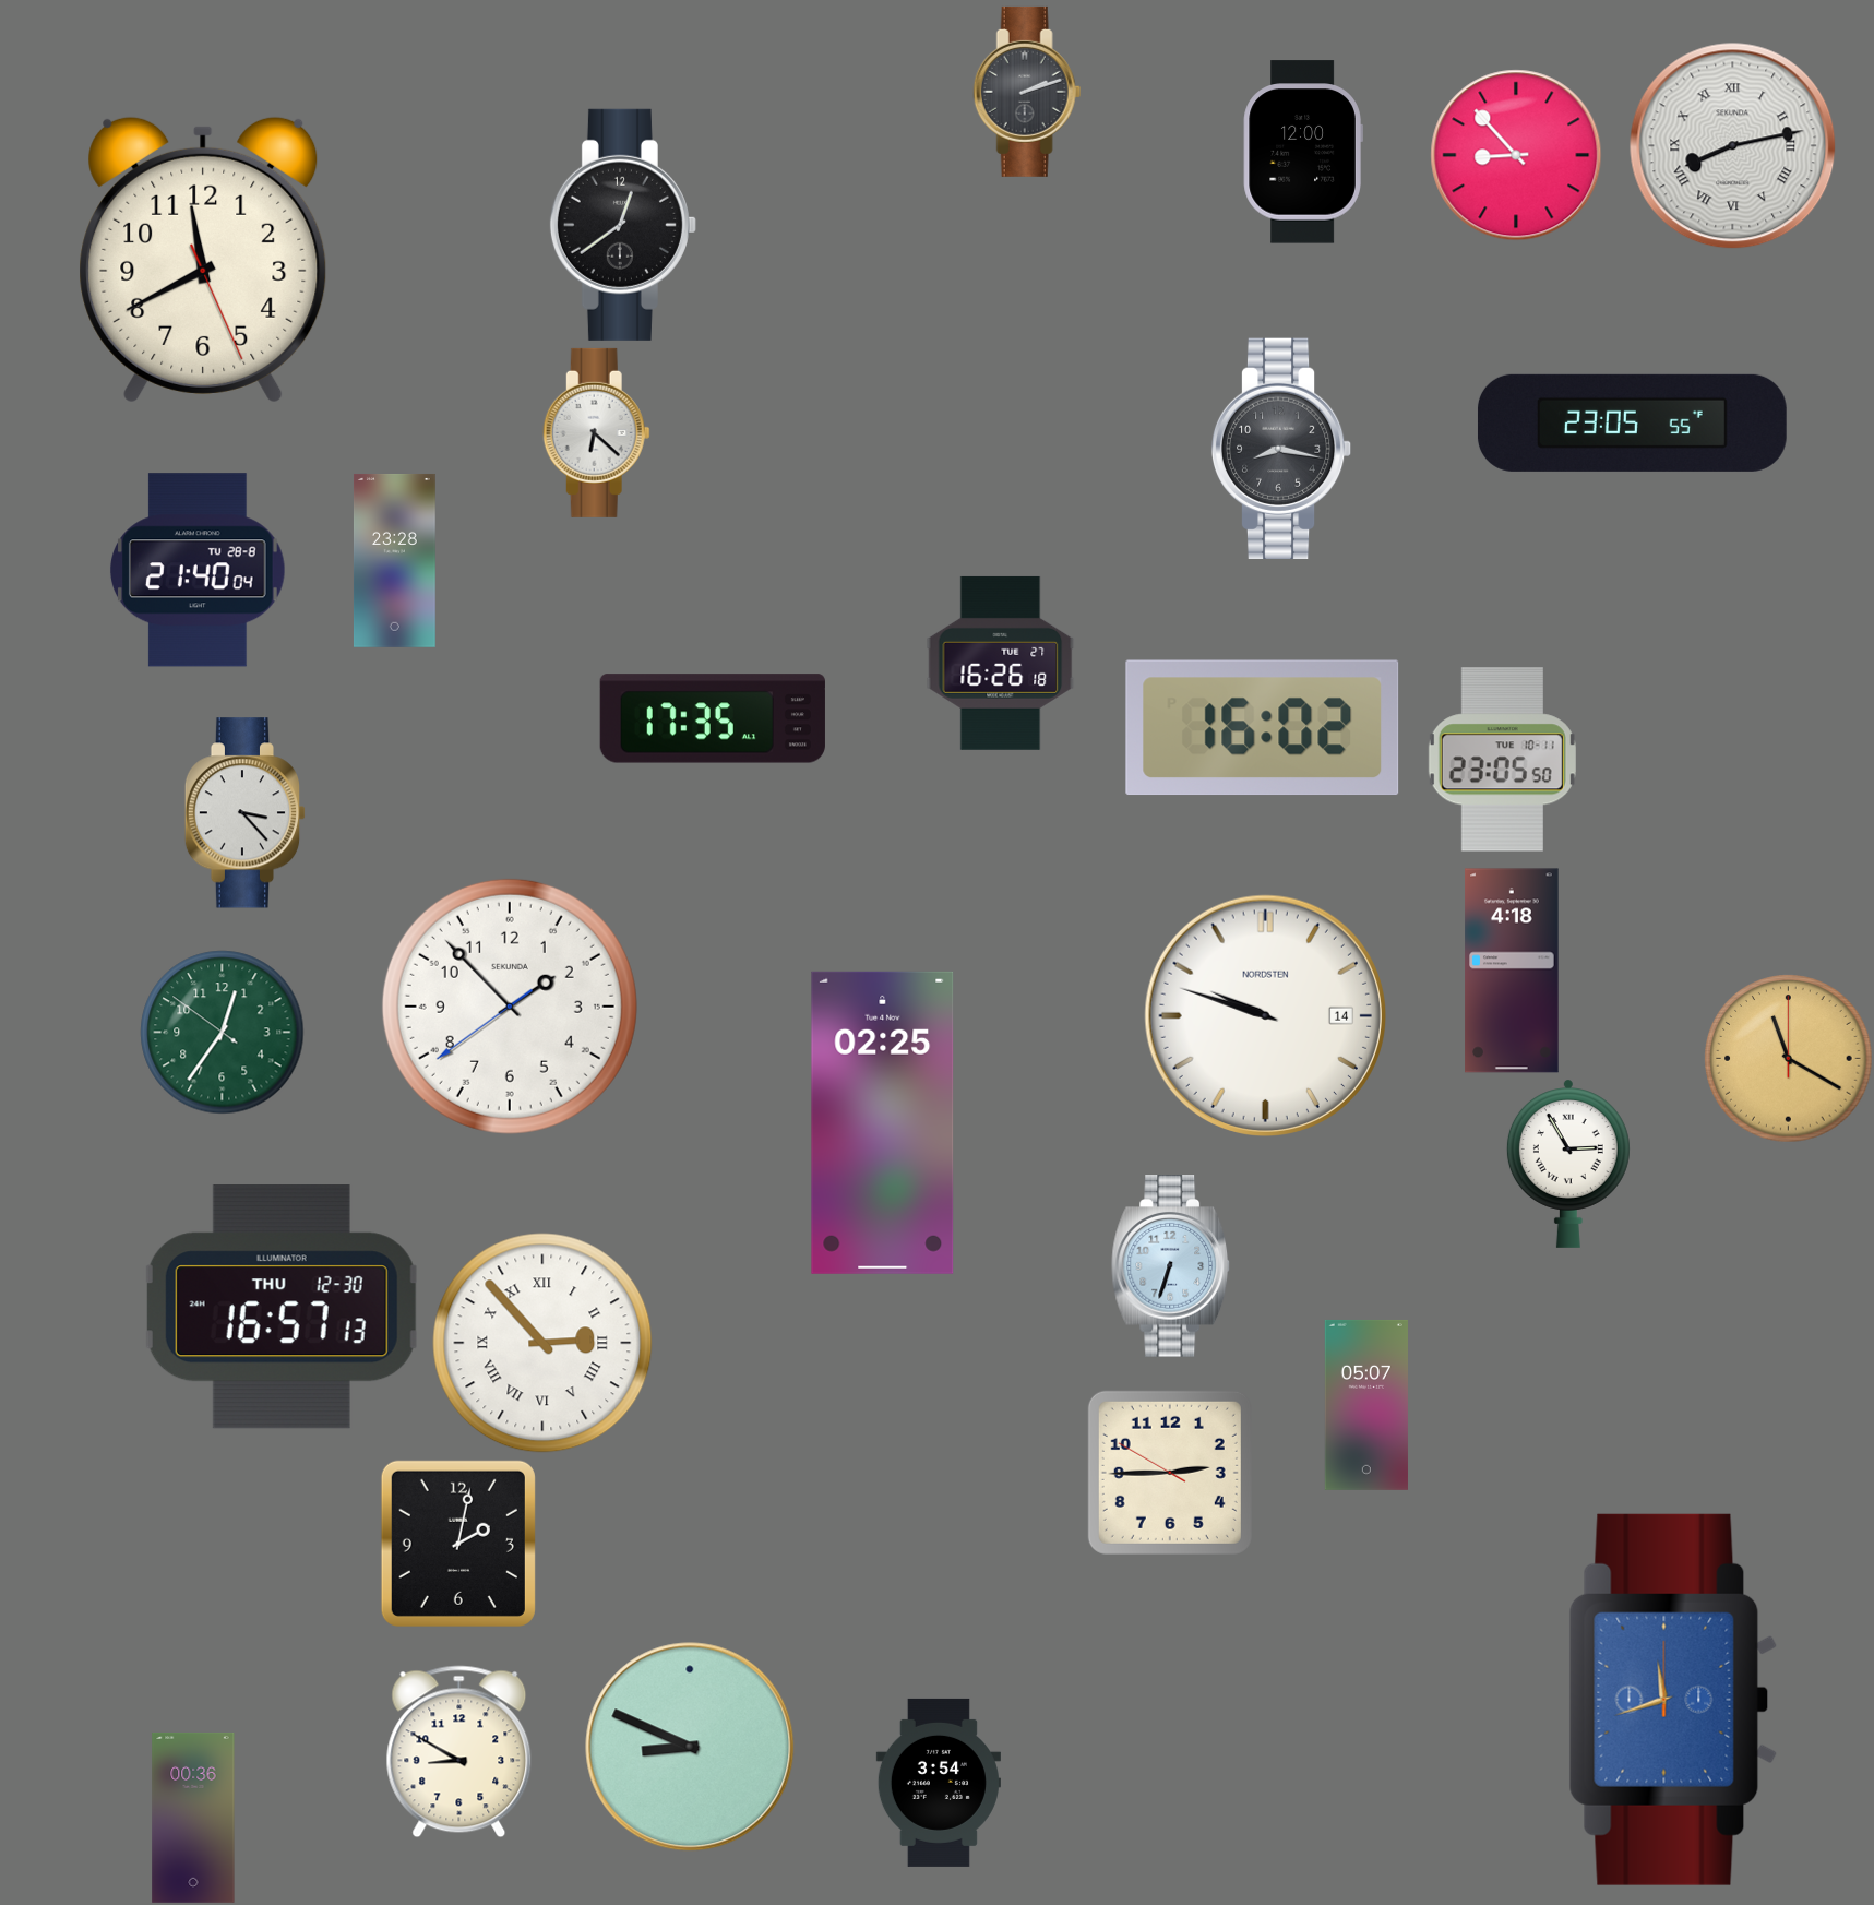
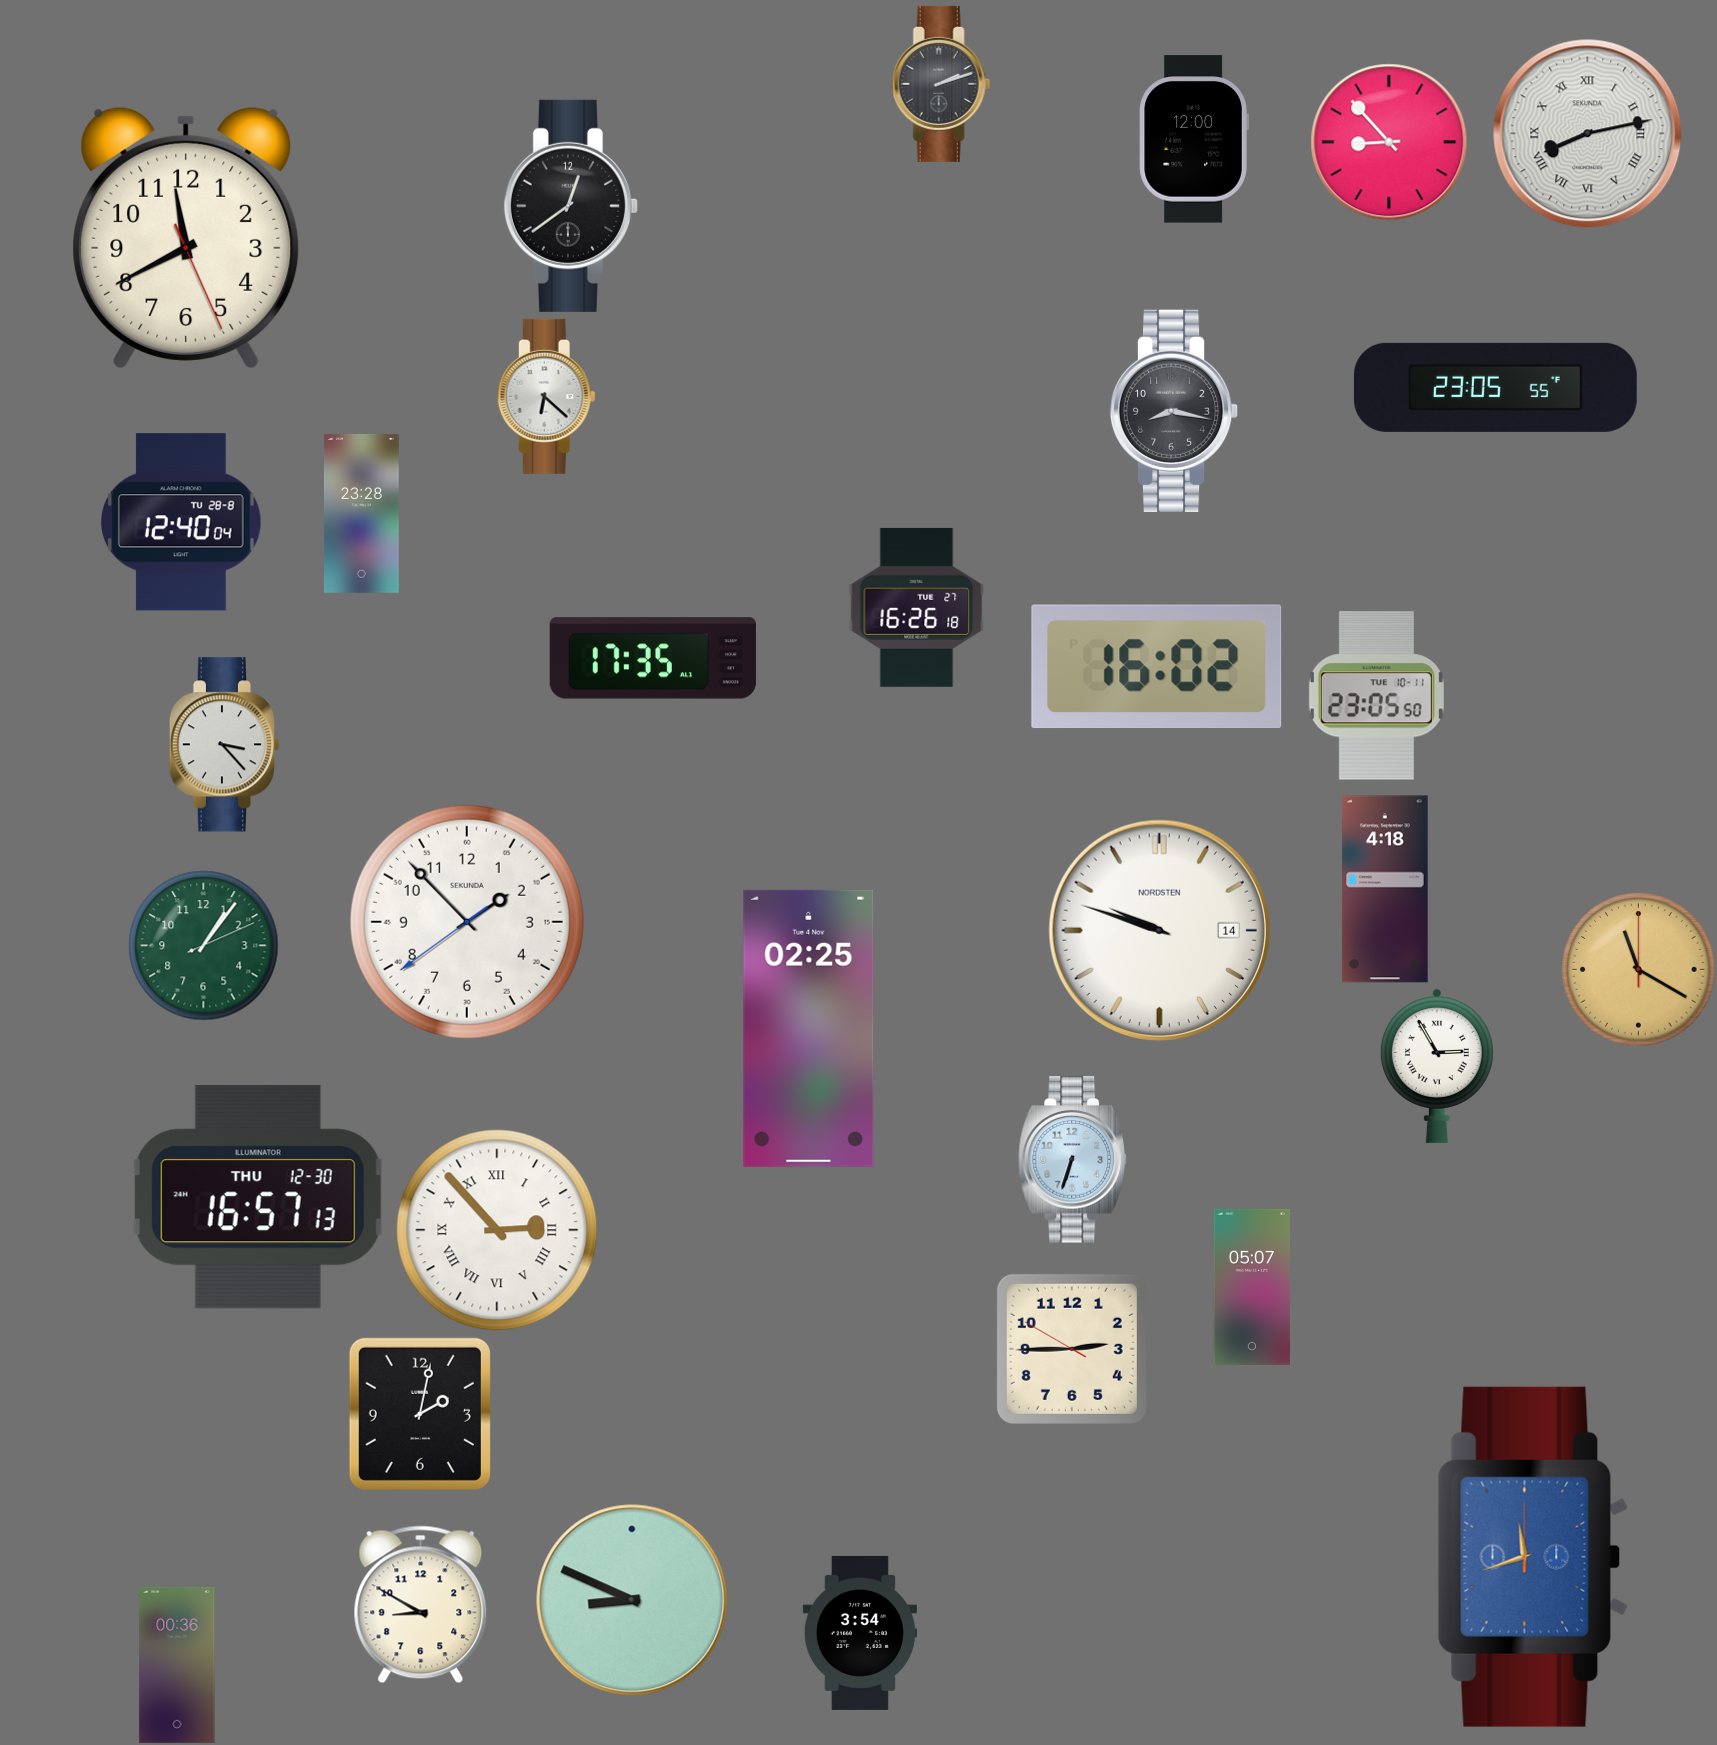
clock at (199, 570): 21:40 -> 12:40
clock at (223, 1033): 12:35 -> 1:06
